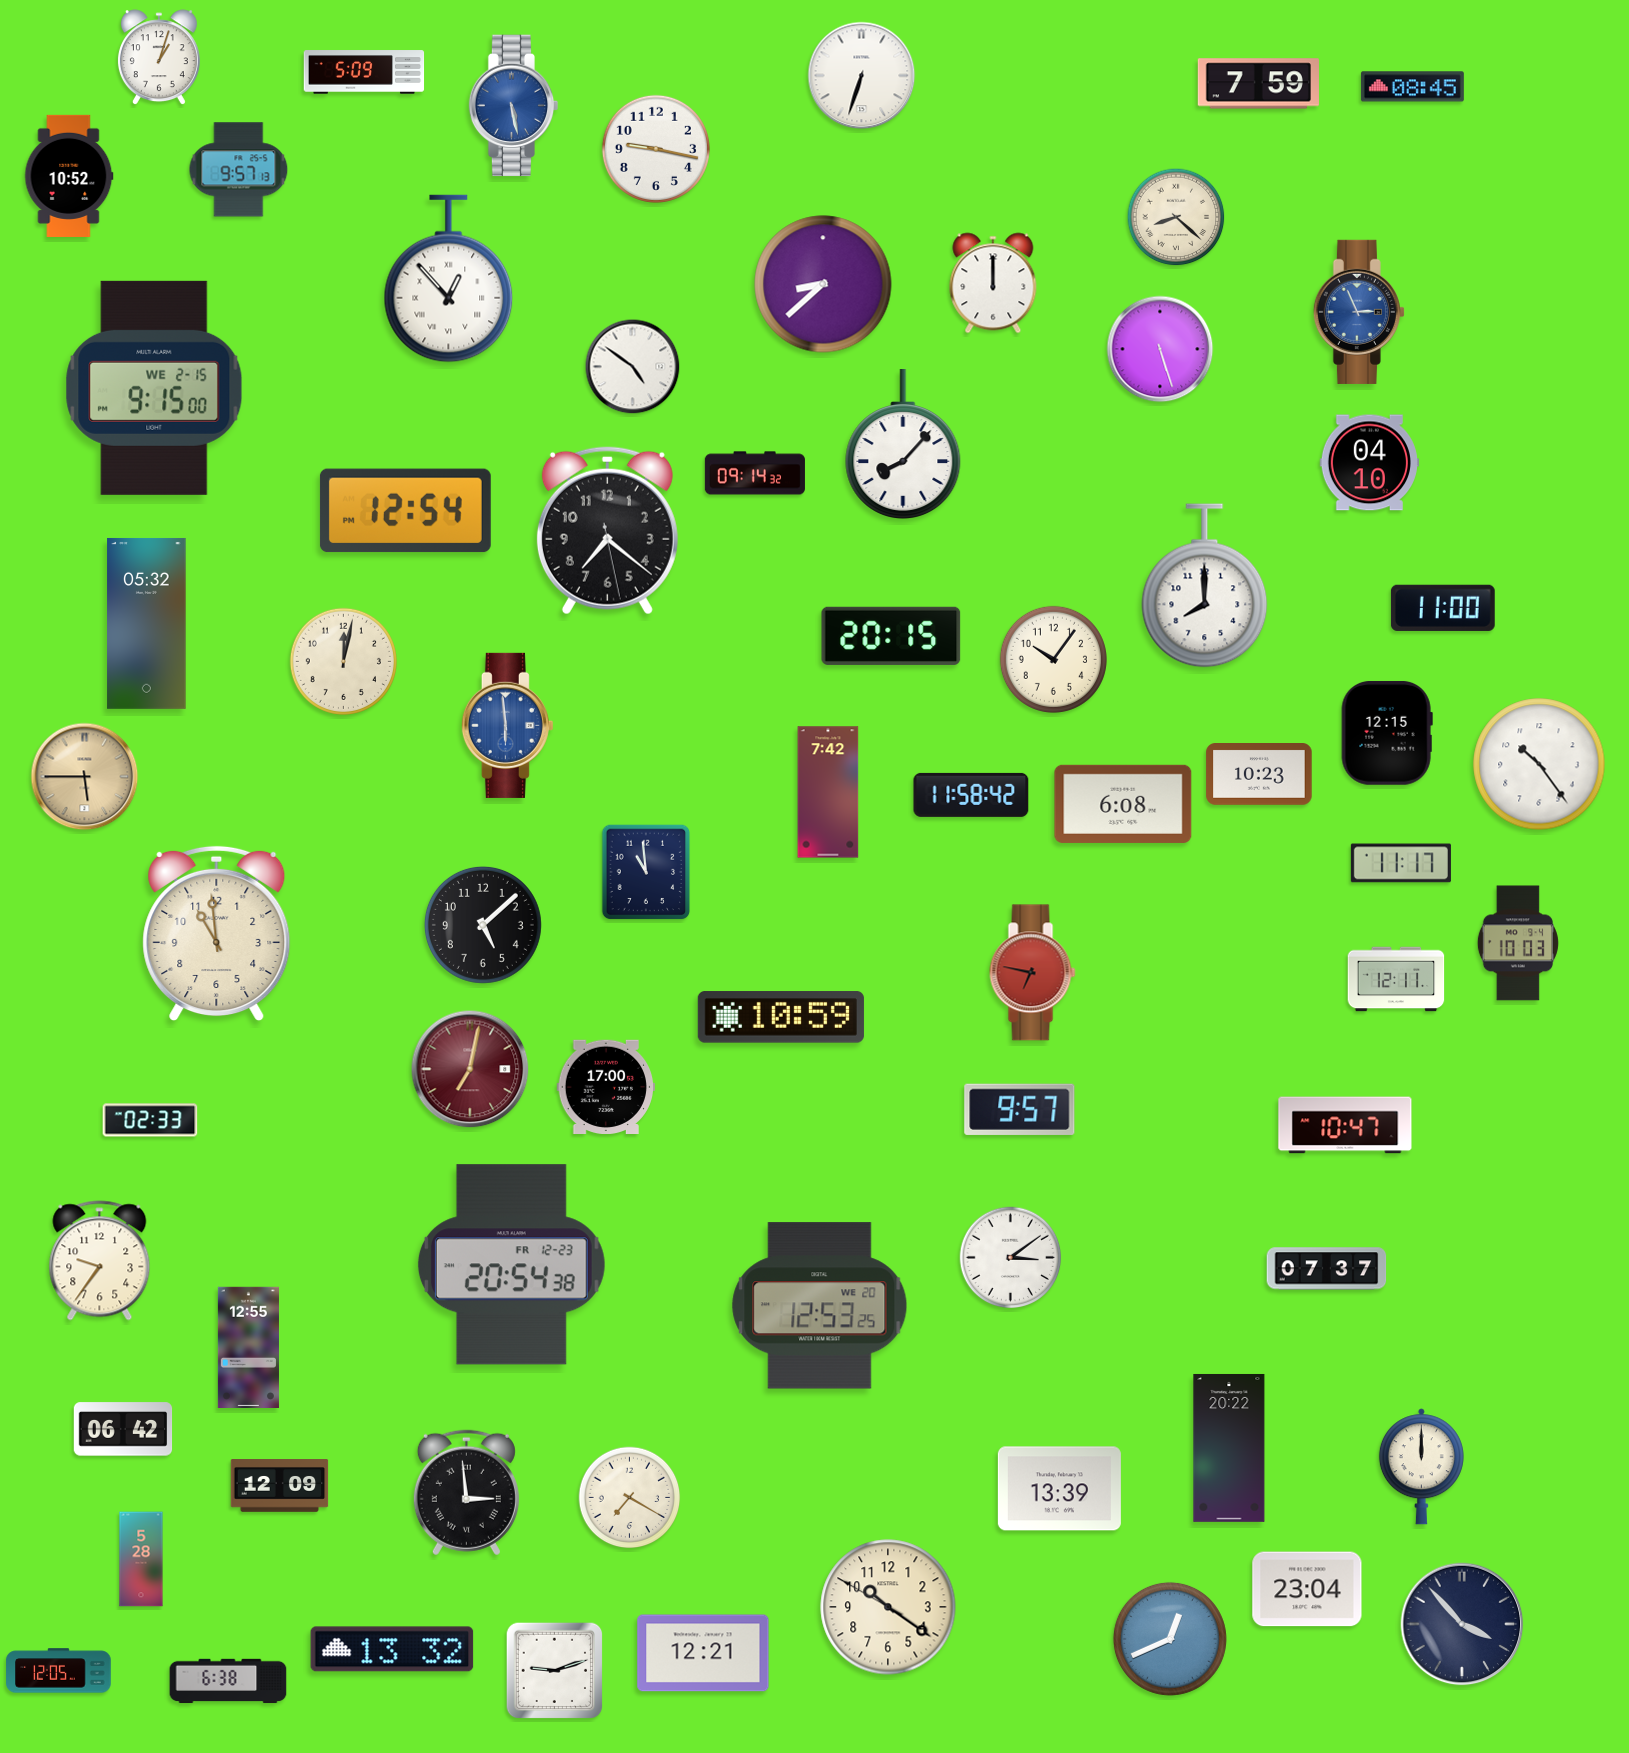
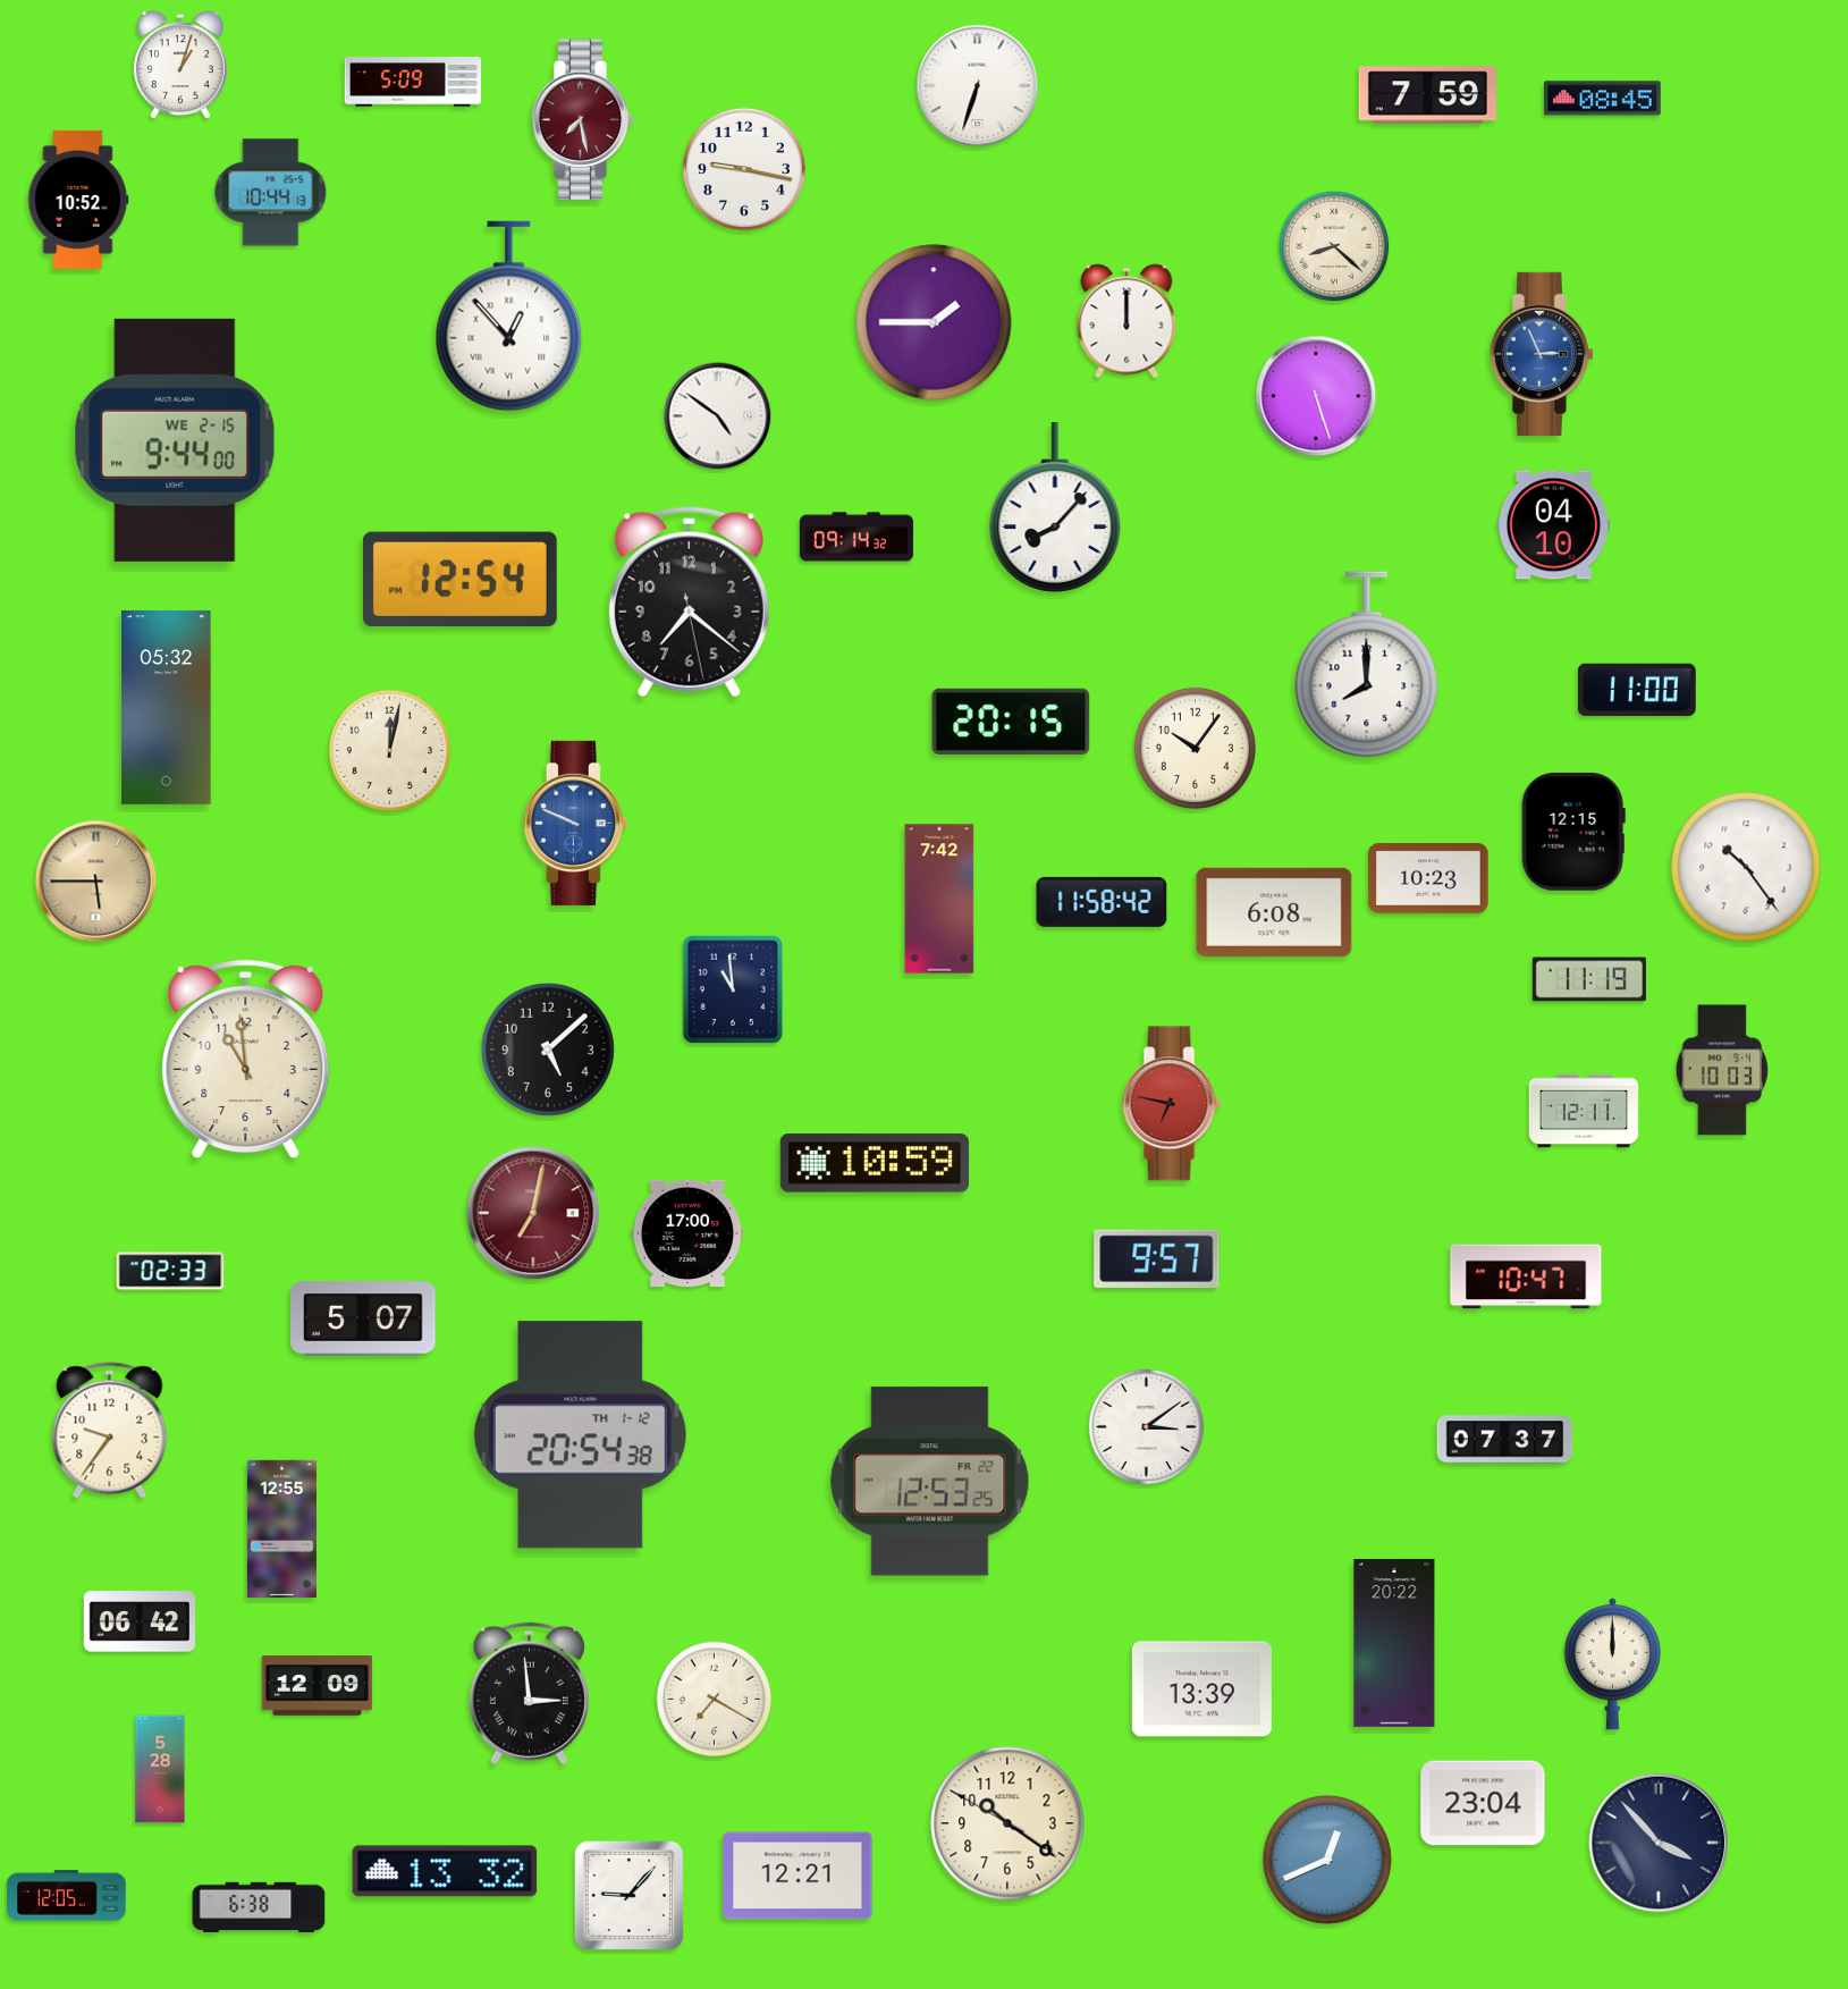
clock at (514, 106): 5:28 -> 7:28
clock at (514, 106) dial: blue -> burgundy
clock at (239, 170): 9:57 -> 10:44
clock at (823, 284): 8:38 -> 1:45
clock at (154, 388): 9:15 -> 9:44
clock at (903, 444) position: (903, 444) -> (1055, 507)
clock at (507, 725): 5:59 -> 9:49
clock at (1401, 863): 11:17 -> 11:19
clock at (781, 1017) position: (781, 1017) -> (875, 1163)
clock at (363, 1318): none -> 5:07
clock at (100, 1261) position: (100, 1261) -> (110, 1431)
clock at (511, 1265) date: FR 12-23 -> TH 1-12
clock at (820, 1306) date: WE 20 -> FR 22
clock at (555, 1671): 9:12 -> 9:07
